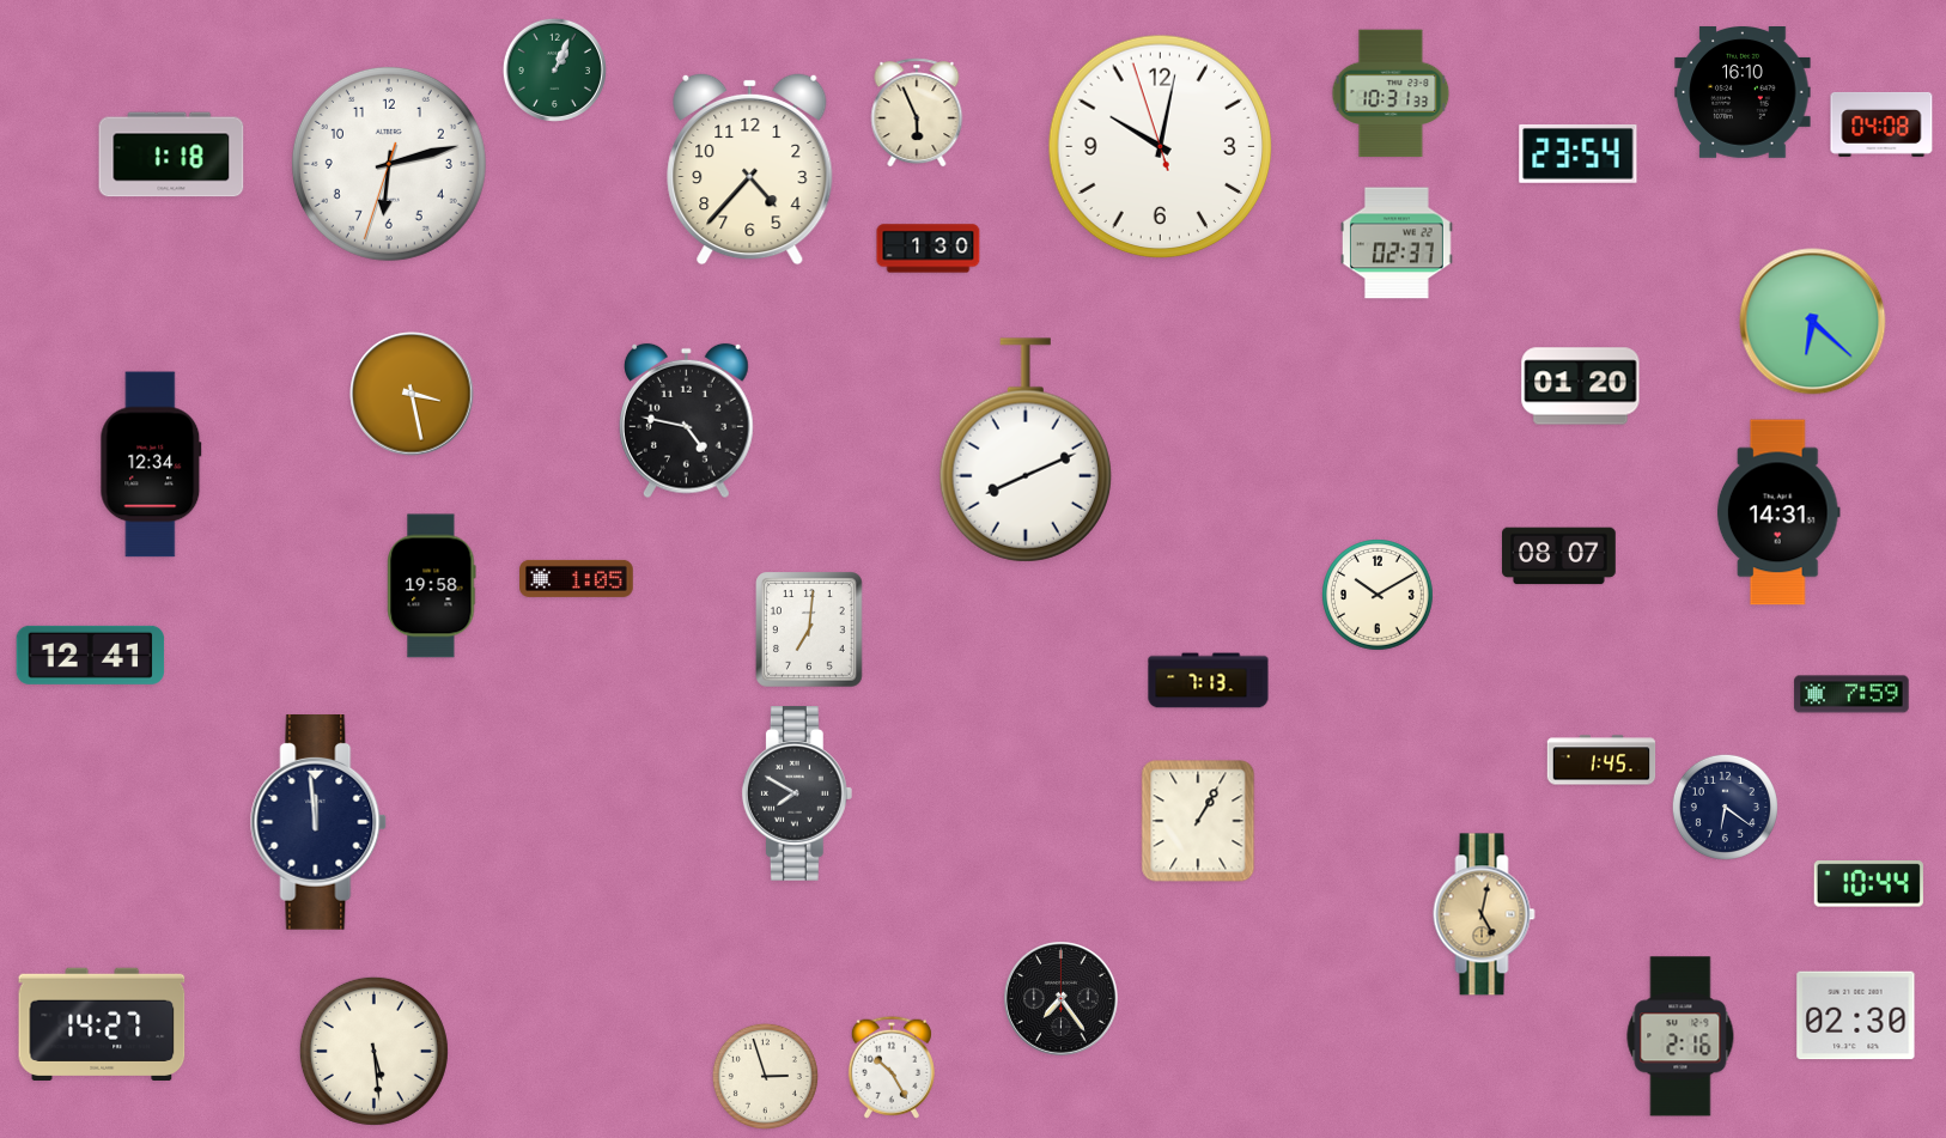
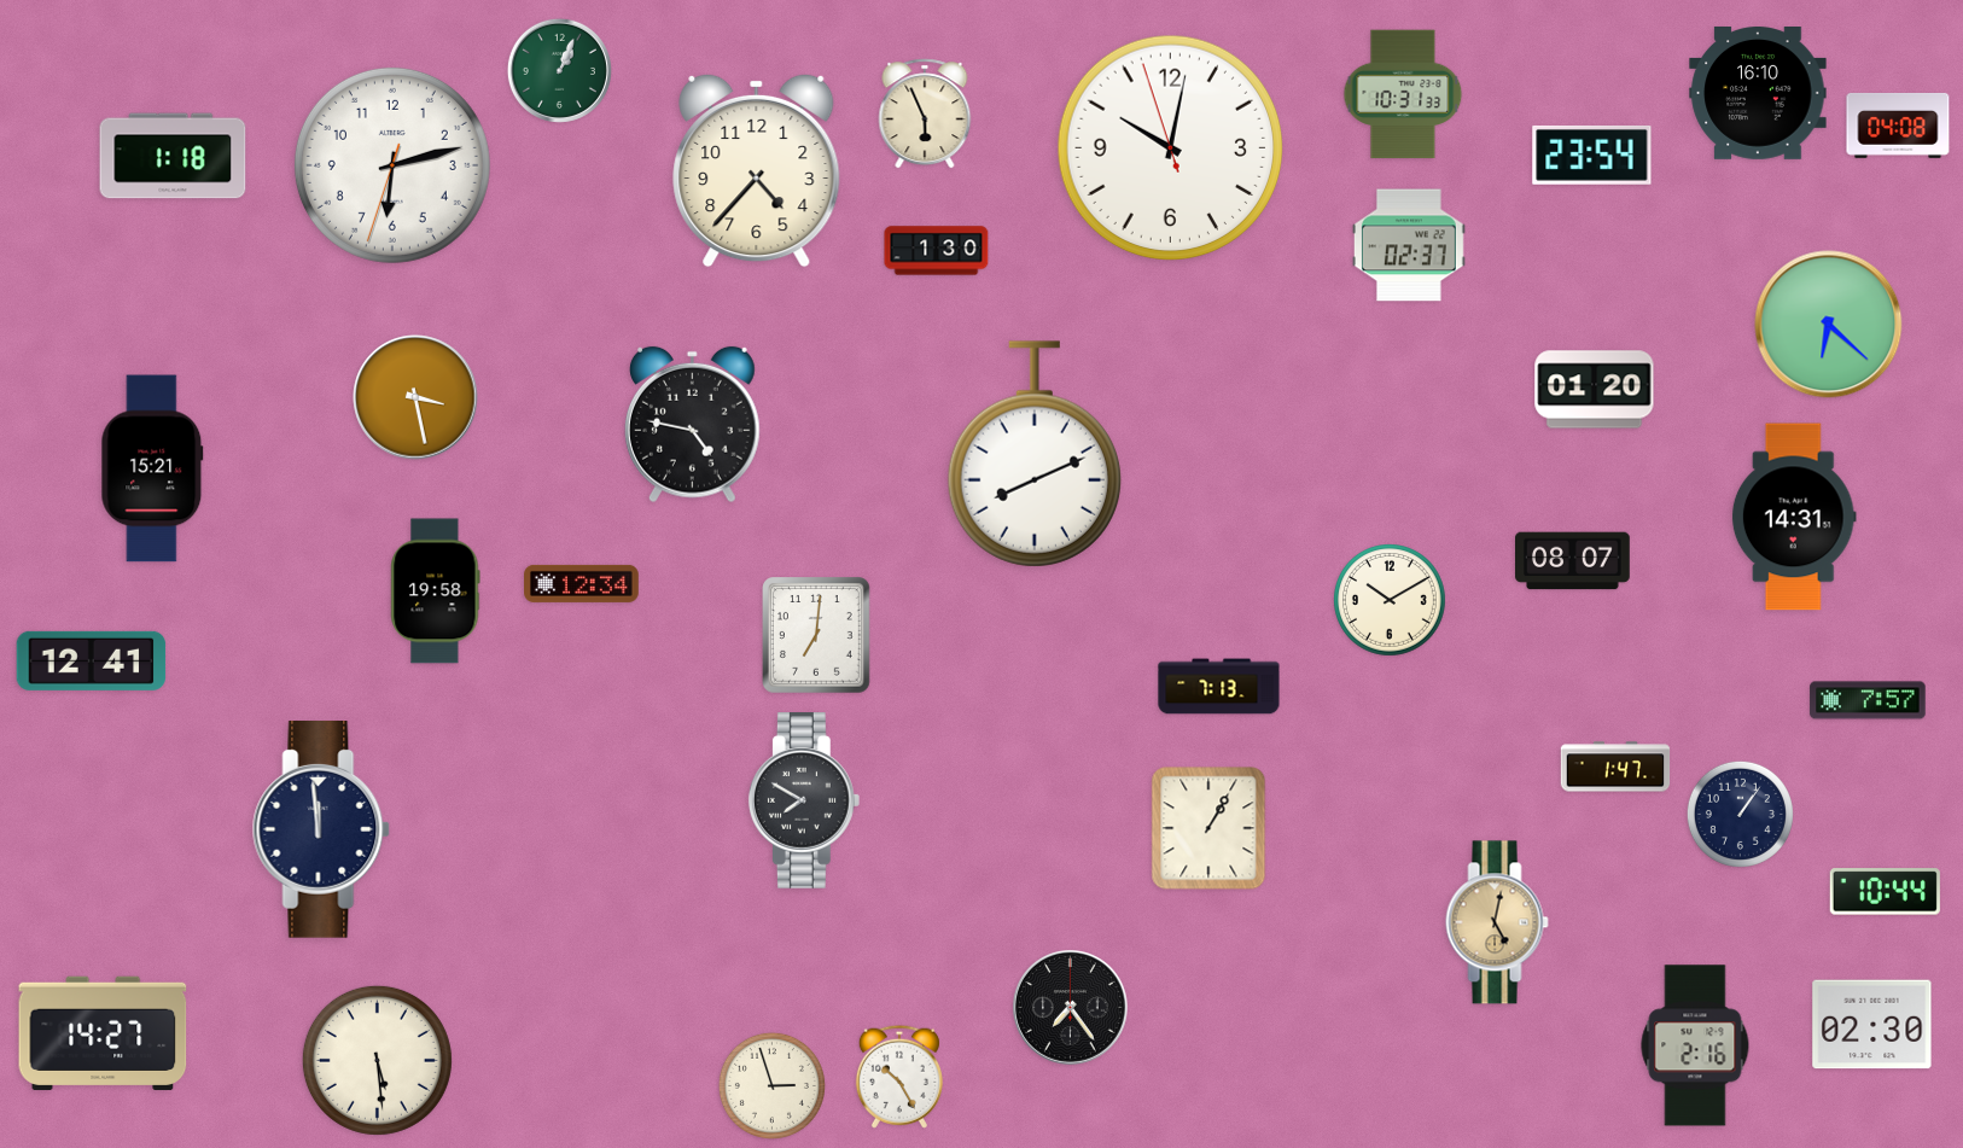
clock at (151, 464): 12:34 -> 15:21
clock at (577, 578): 1:05 -> 12:34
clock at (1851, 694): 7:59 -> 7:57
clock at (1601, 760): 1:45 -> 1:47
clock at (1725, 807): 6:21 -> 1:06
